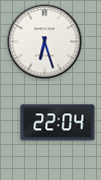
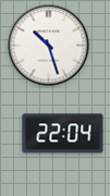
clock at (45, 42): 6:27 -> 10:27
